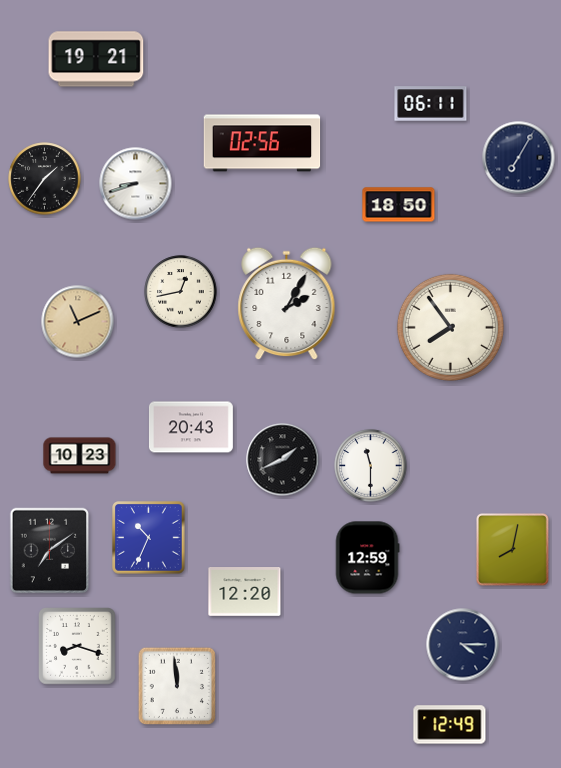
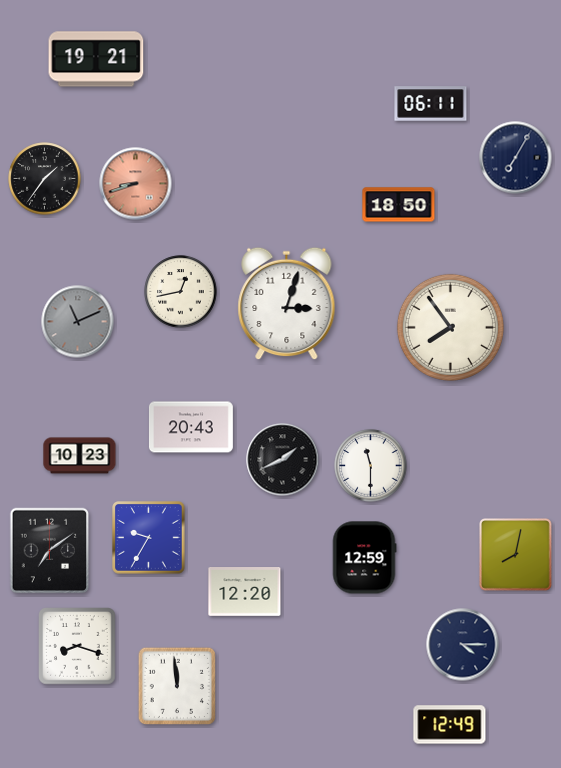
clock at (262, 143): 02:56 -> none
clock at (519, 158) position: (519, 158) -> (516, 158)
clock at (136, 184) dial: white -> salmon
clock at (287, 304): 2:05 -> 3:03
clock at (78, 322) dial: champagne -> grey
clock at (149, 538): 10:34 -> 9:35
clock at (513, 550) position: (513, 550) -> (516, 555)
clock at (367, 558) position: (367, 558) -> (364, 558)
